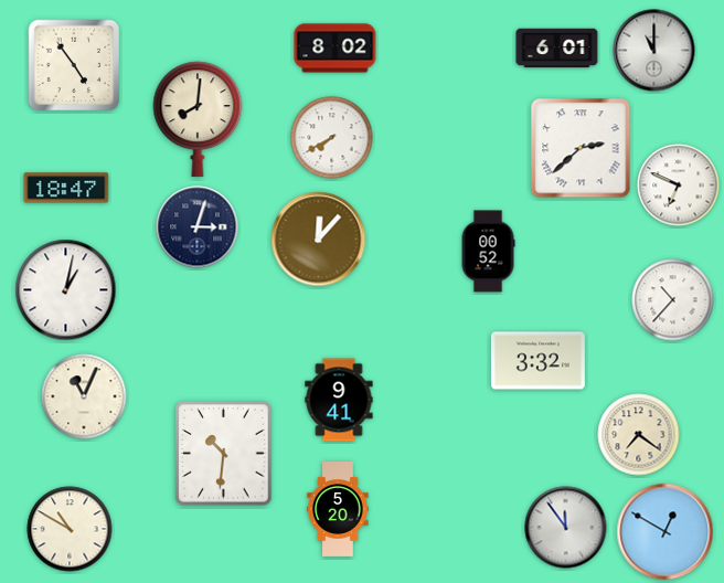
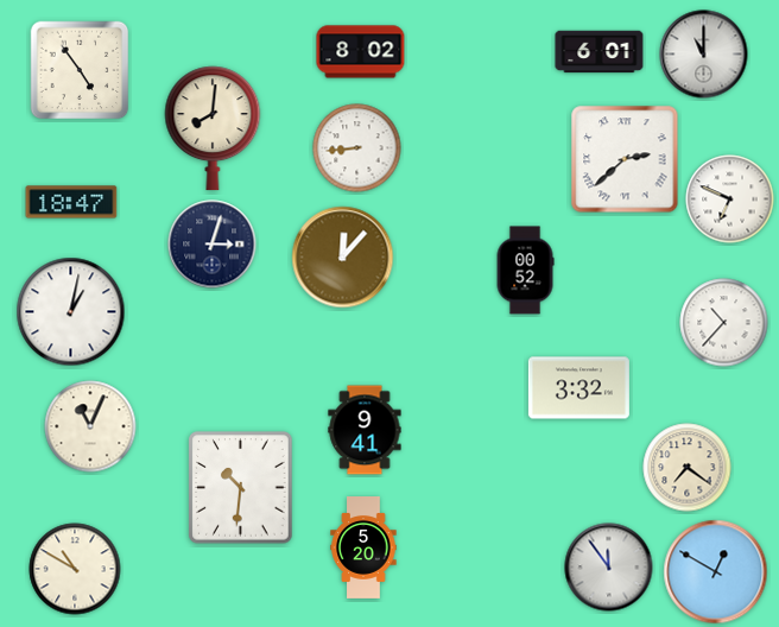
clock at (332, 138): 7:40 -> 8:44
